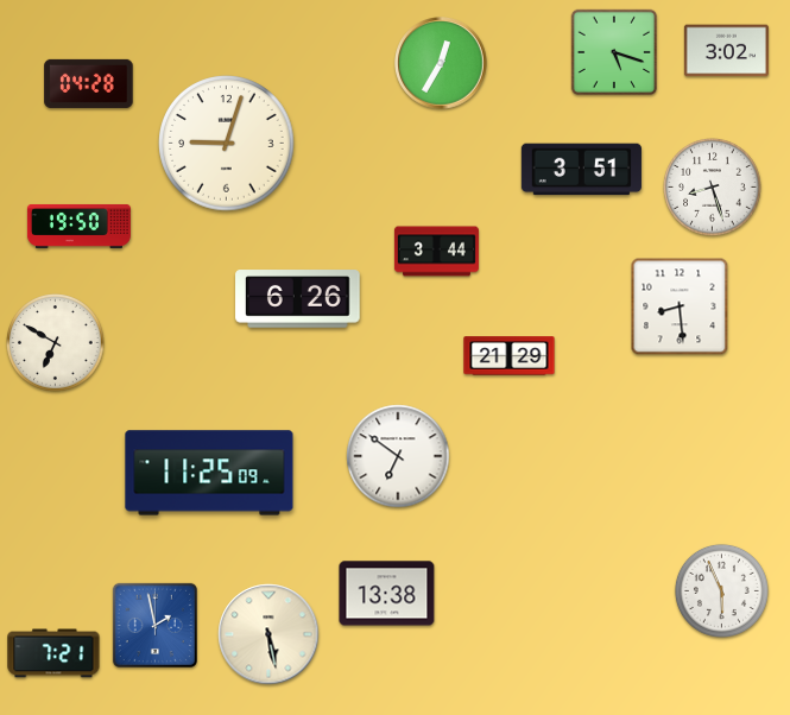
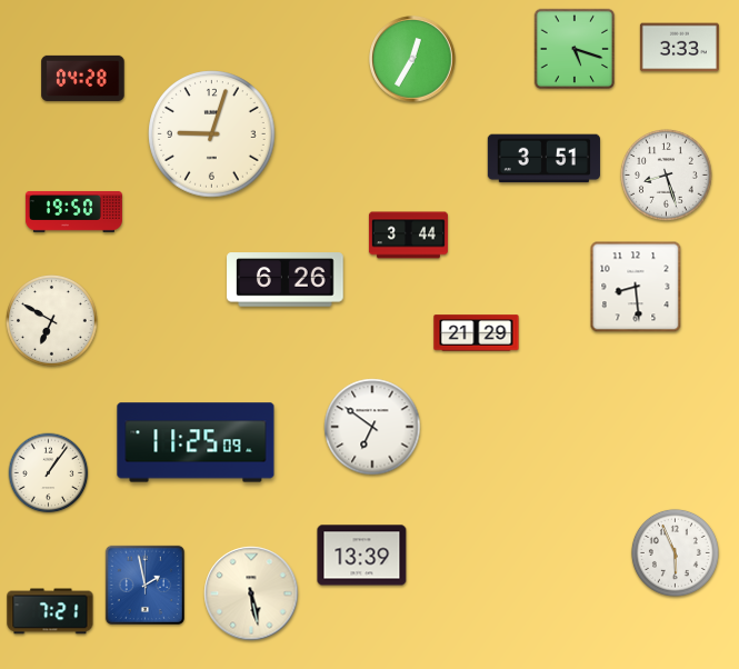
clock at (726, 51): 3:02 -> 3:33
clock at (298, 299) position: (298, 299) -> (286, 280)
clock at (49, 473): none -> 1:06
clock at (387, 594): 13:38 -> 13:39
